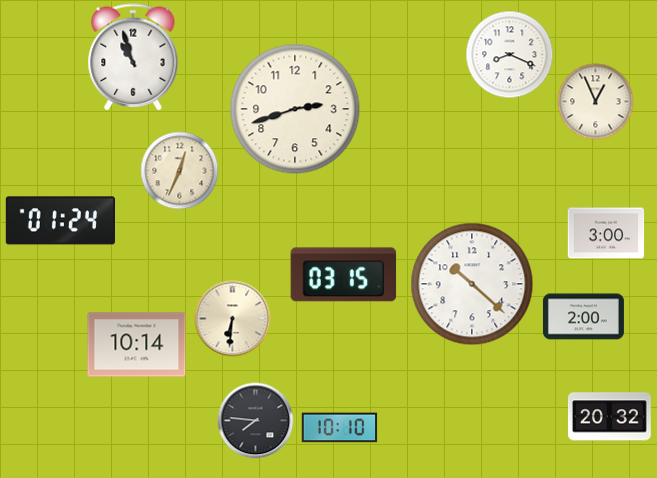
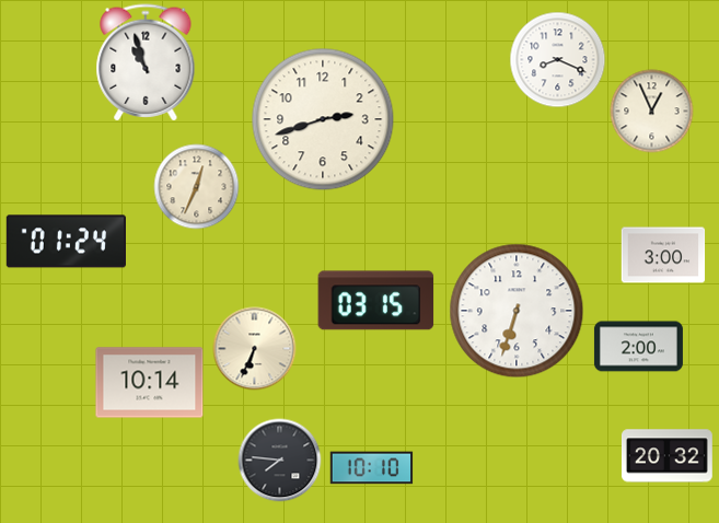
clock at (472, 284): 10:22 -> 6:33
clock at (233, 319): 6:31 -> 6:34
clock at (137, 345) position: (137, 345) -> (150, 383)
